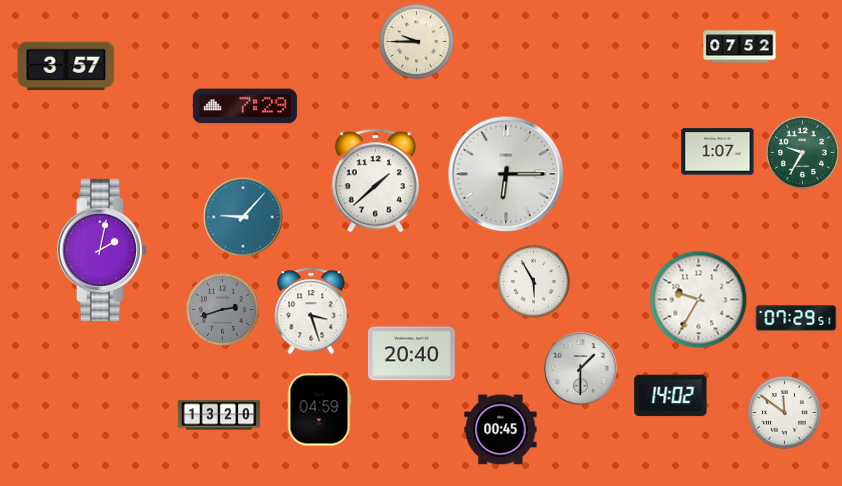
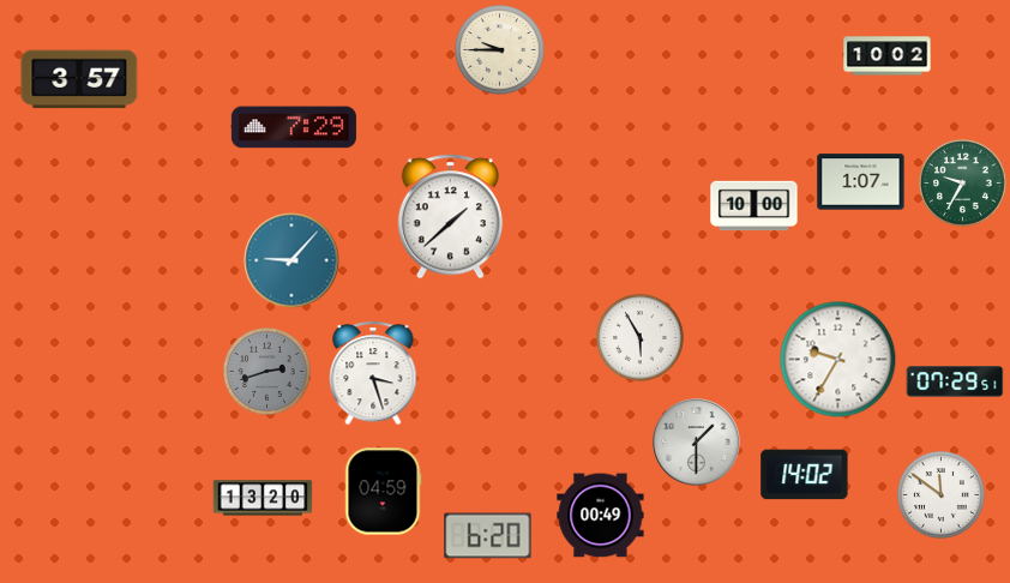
clock at (740, 47): 07:52 -> 10:02
clock at (755, 206): none -> 10:00
clock at (506, 174): 6:15 -> none
clock at (102, 250): 2:02 -> none
clock at (411, 354): 20:40 -> none
clock at (501, 430): 00:45 -> 00:49
clock at (488, 536): none -> 6:20
